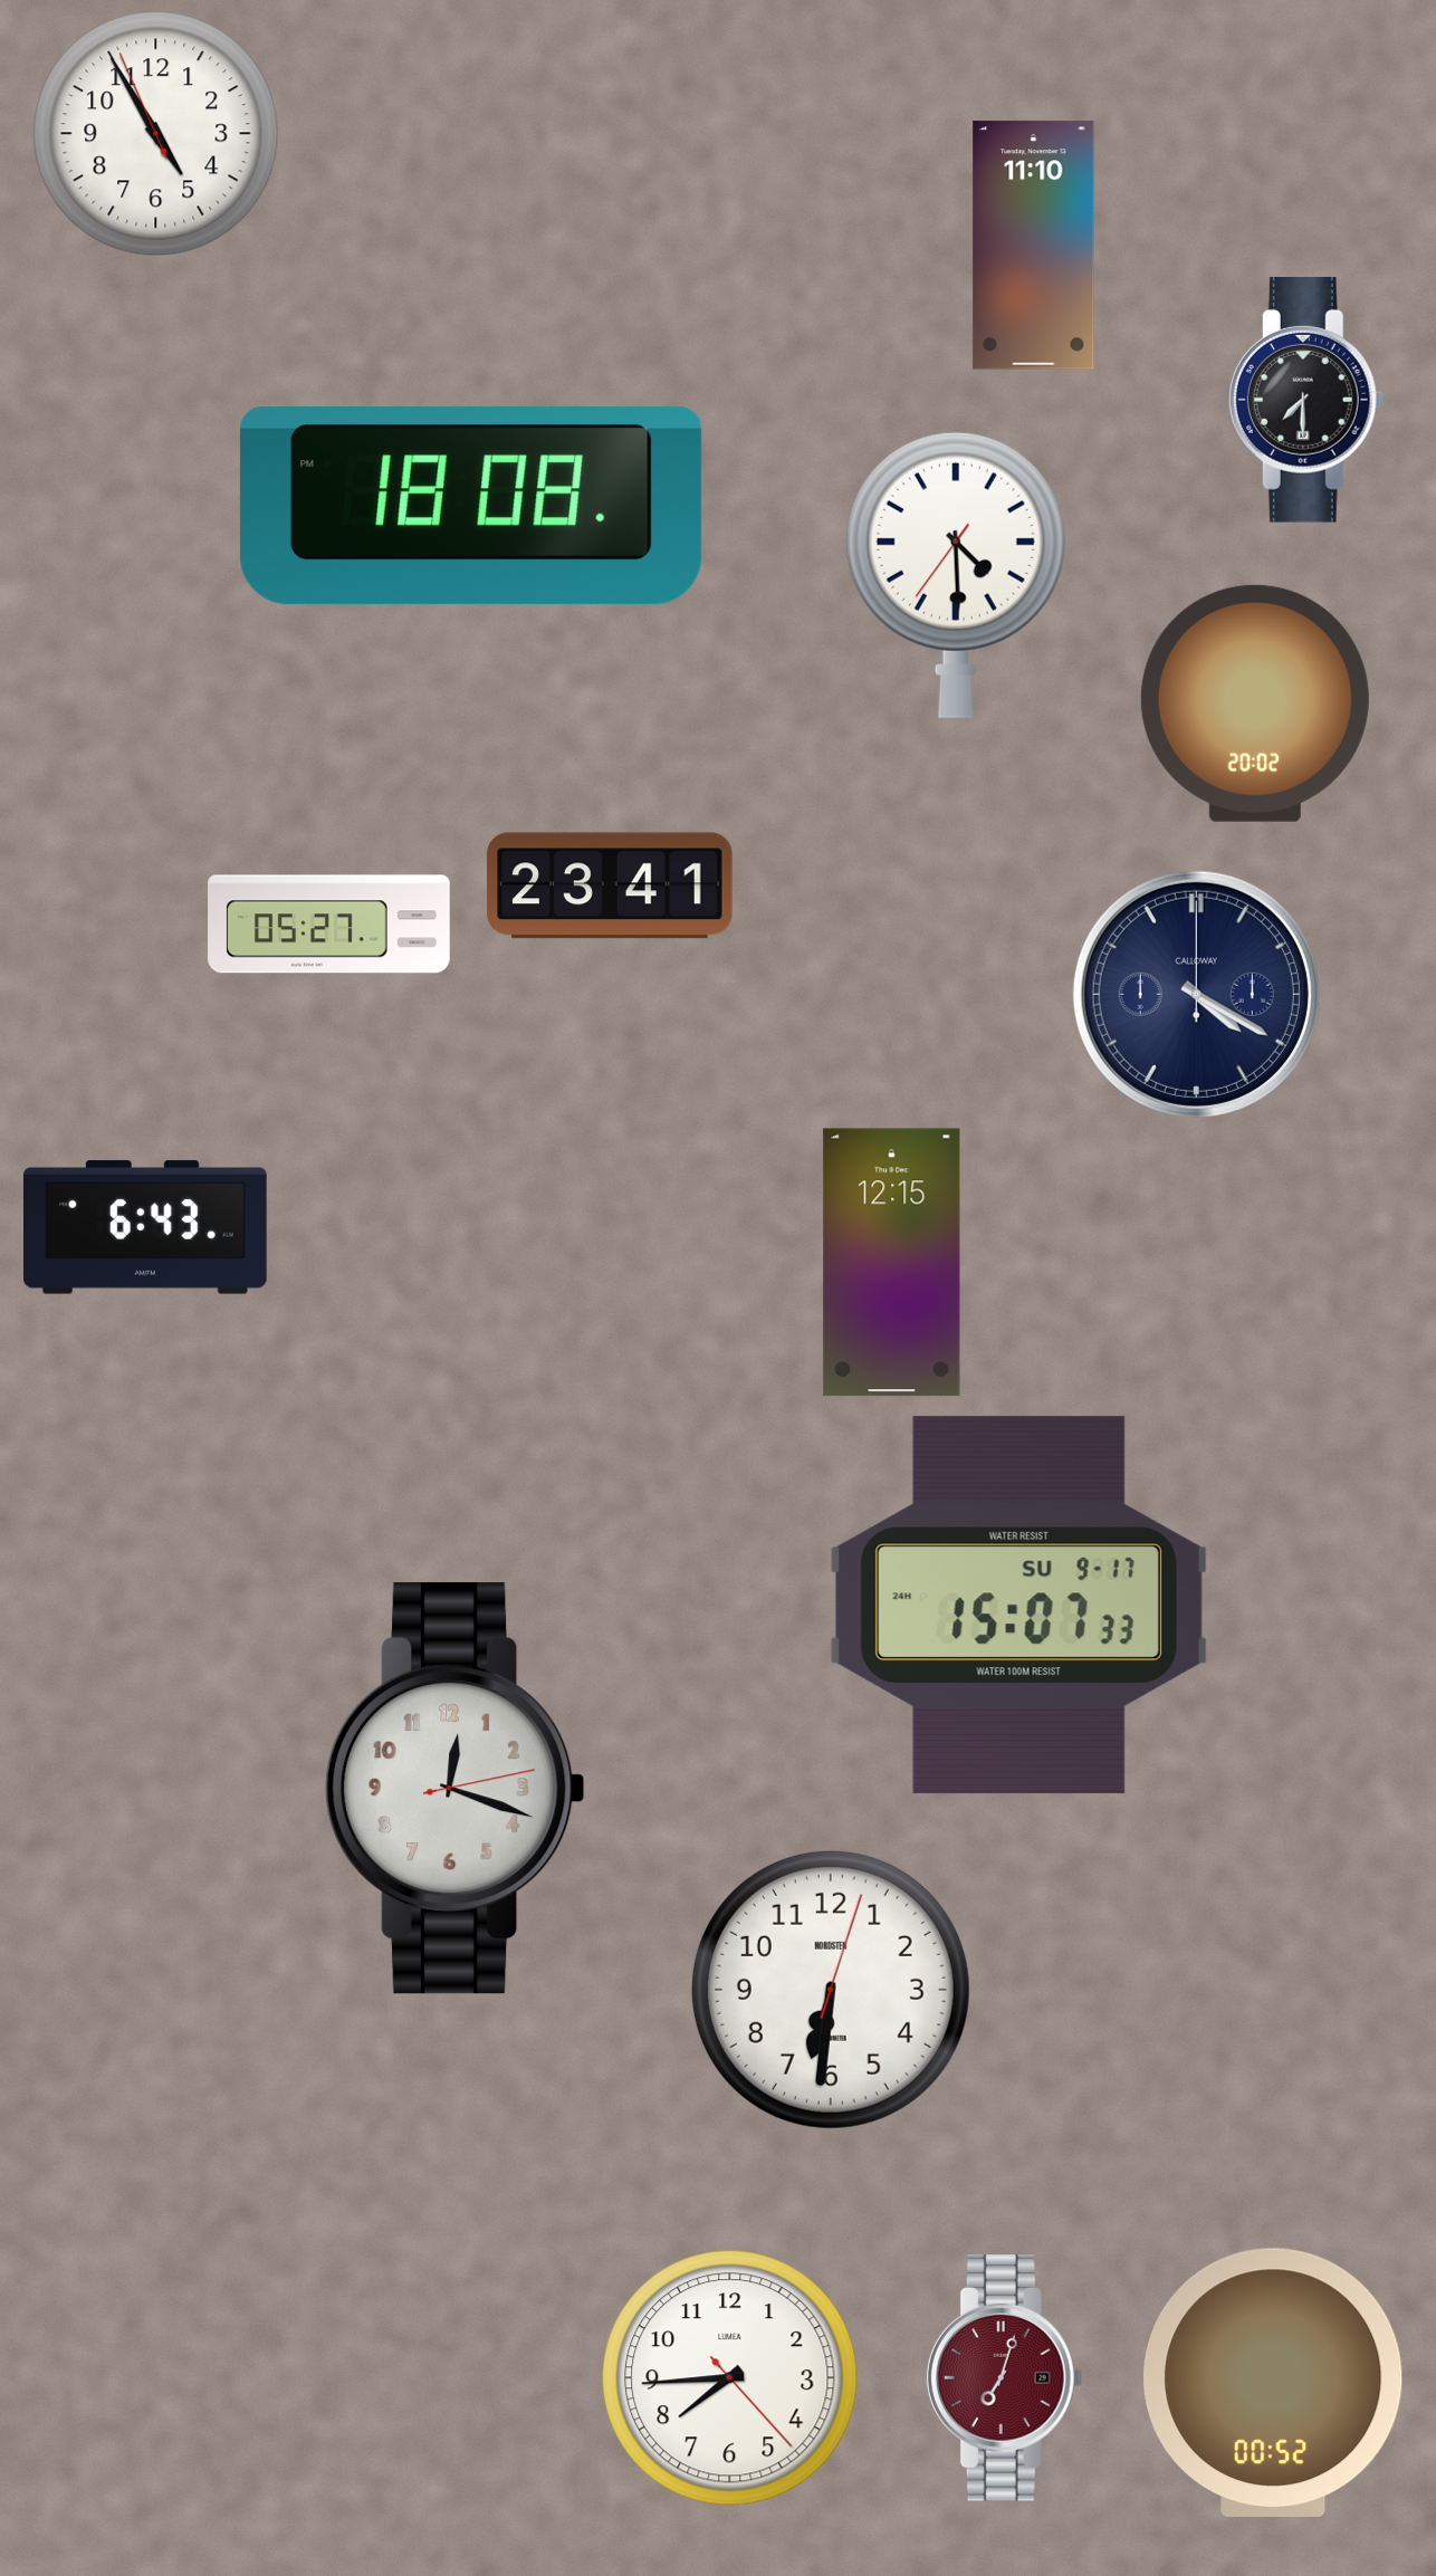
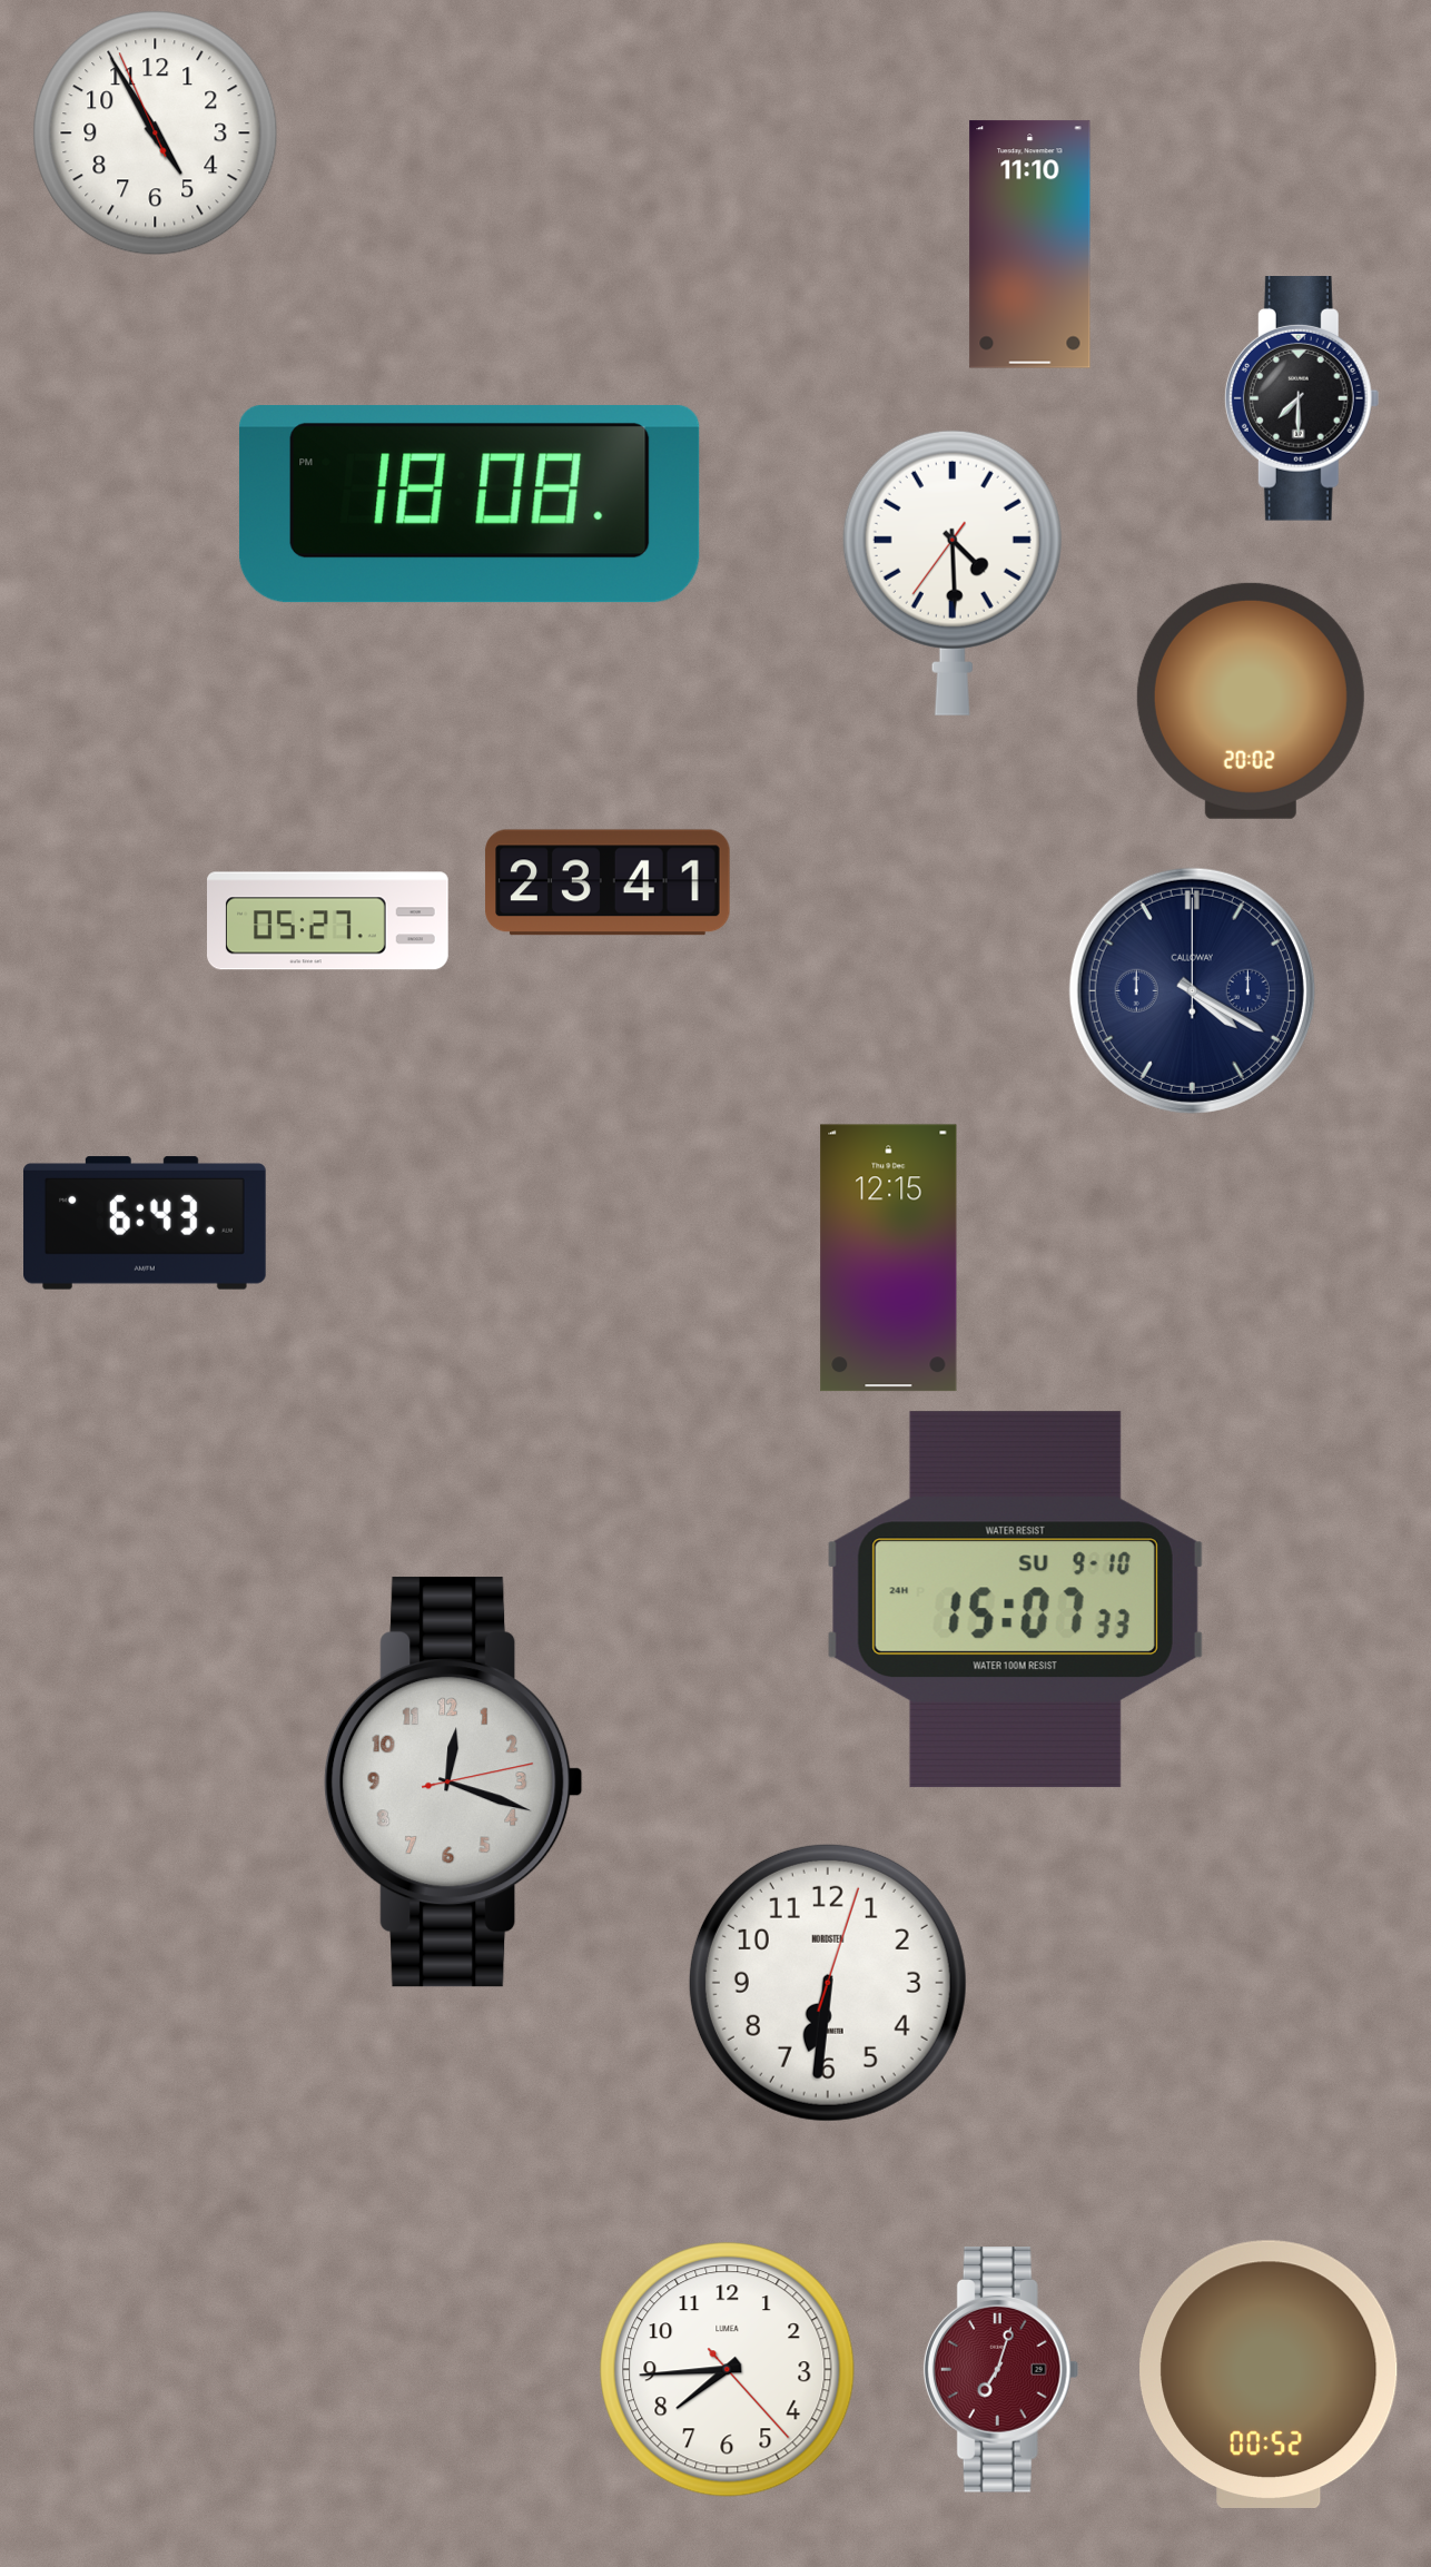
clock at (1018, 1606) date: SU 9-17 -> SU 9-10
